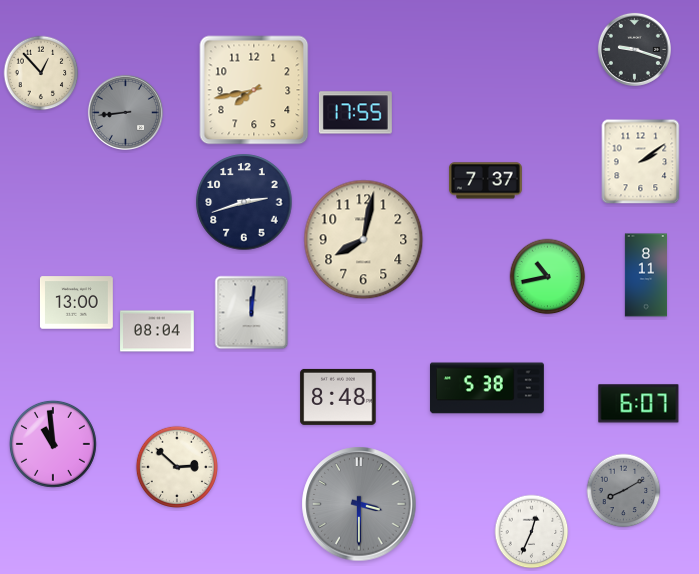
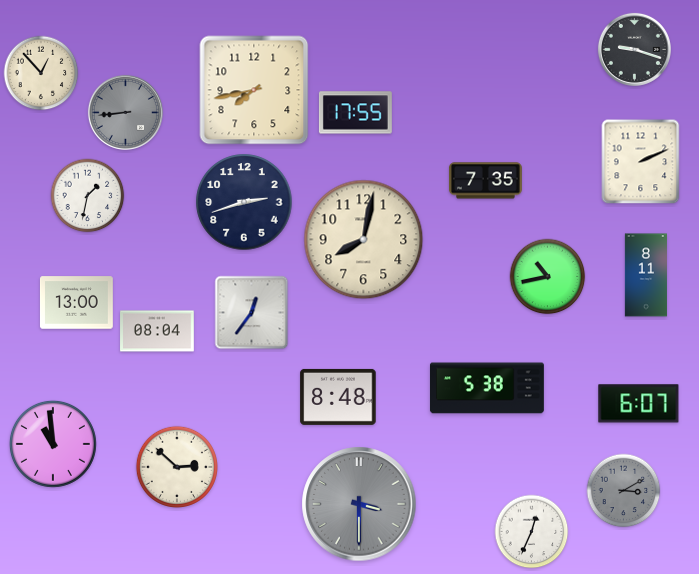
clock at (641, 162): 2:09 -> 2:11
clock at (485, 181): 7:37 -> 7:35
clock at (88, 196): none -> 1:32
clock at (252, 313): 12:01 -> 12:36
clock at (624, 491): 8:10 -> 3:10
